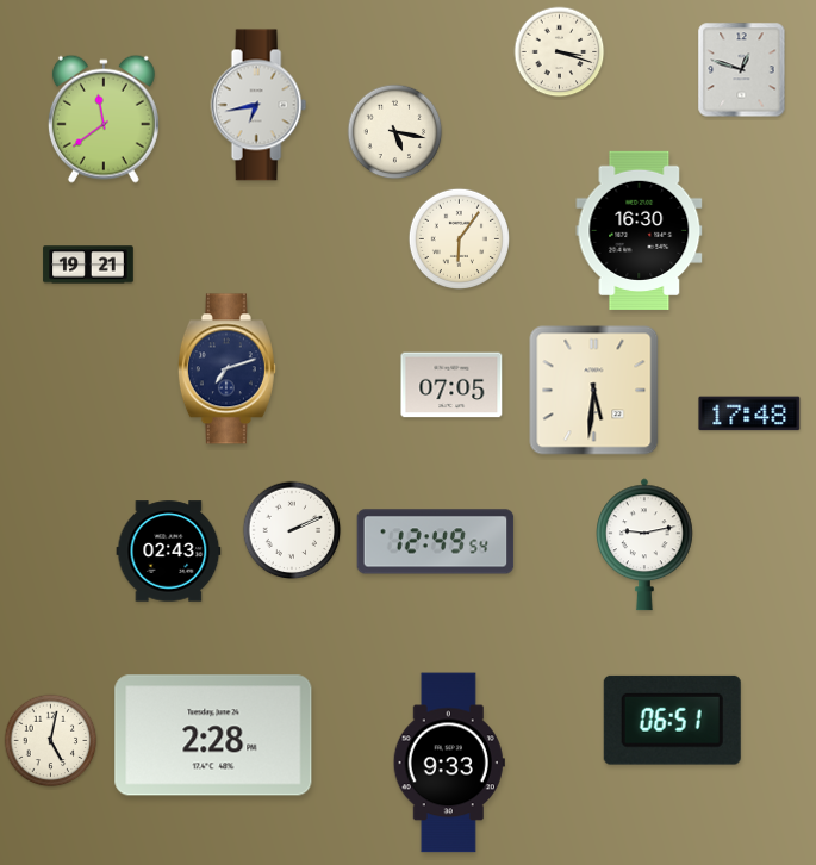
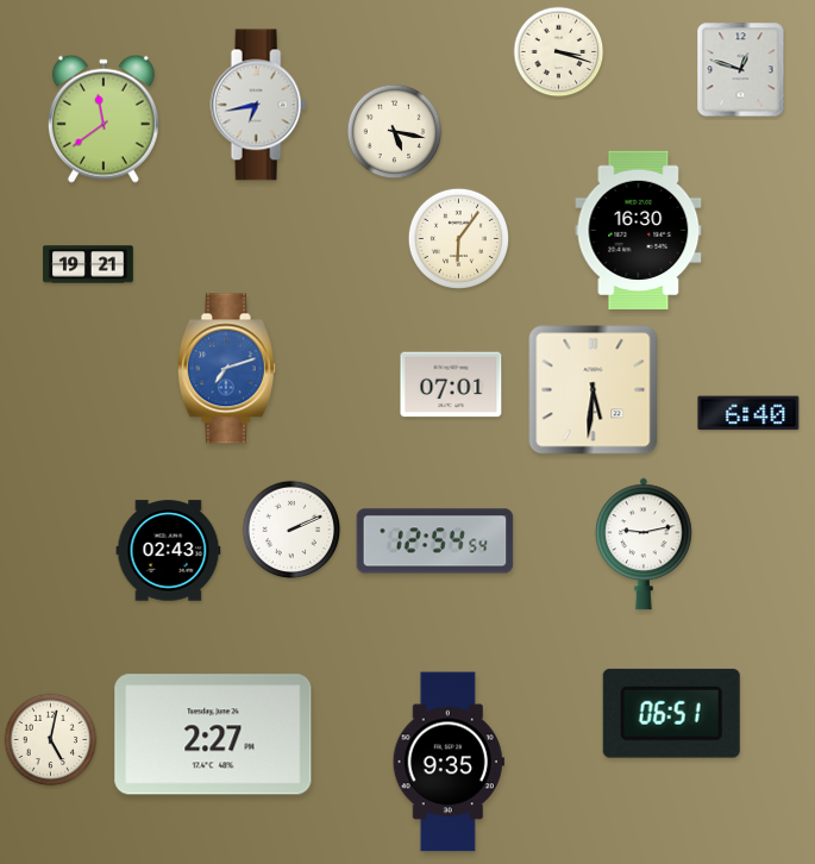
clock at (226, 369) dial: navy -> blue
clock at (451, 385): 07:05 -> 07:01
clock at (749, 413): 17:48 -> 6:40
clock at (436, 542): 12:49 -> 12:54
clock at (672, 720) position: (672, 720) -> (671, 713)
clock at (213, 735): 2:28 -> 2:27
clock at (449, 763): 9:33 -> 9:35
